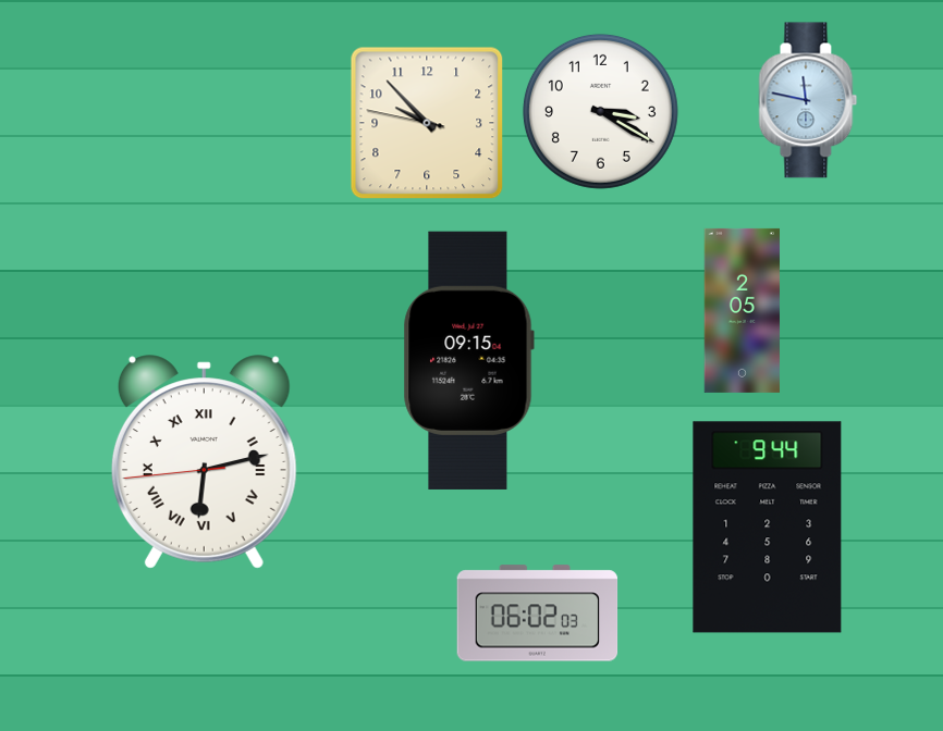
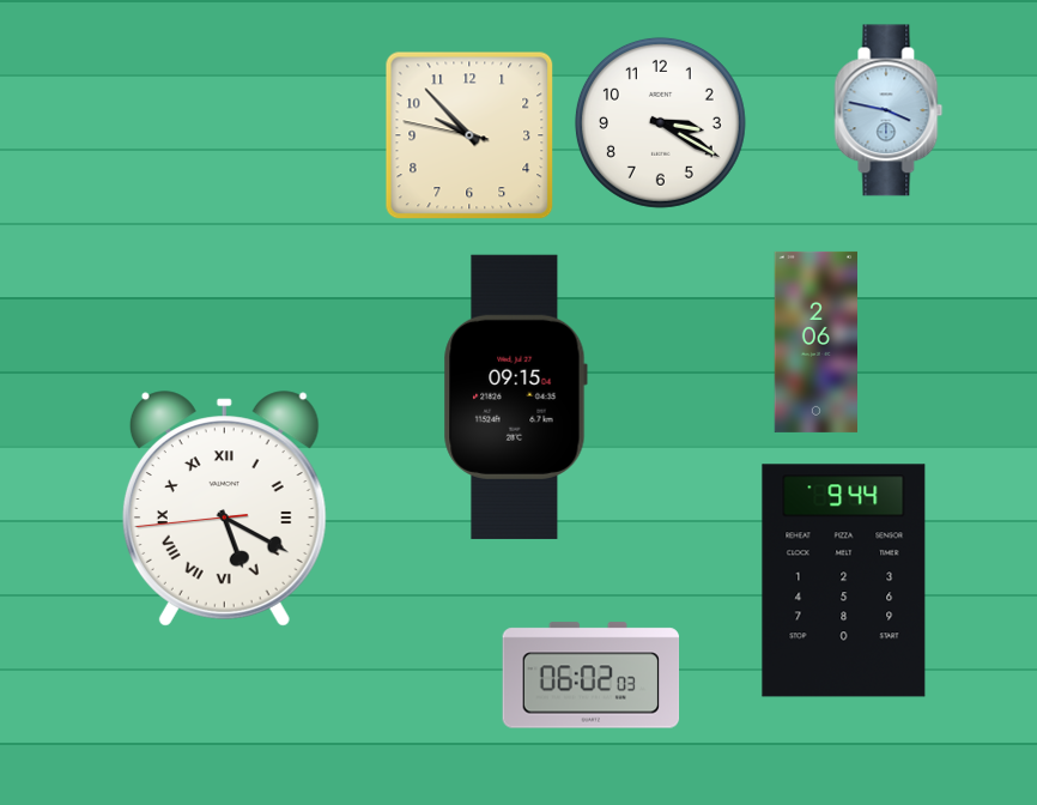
clock at (808, 100): 11:47 -> 3:47
clock at (742, 310): 2:05 -> 2:06
clock at (204, 462): 6:12 -> 5:19
